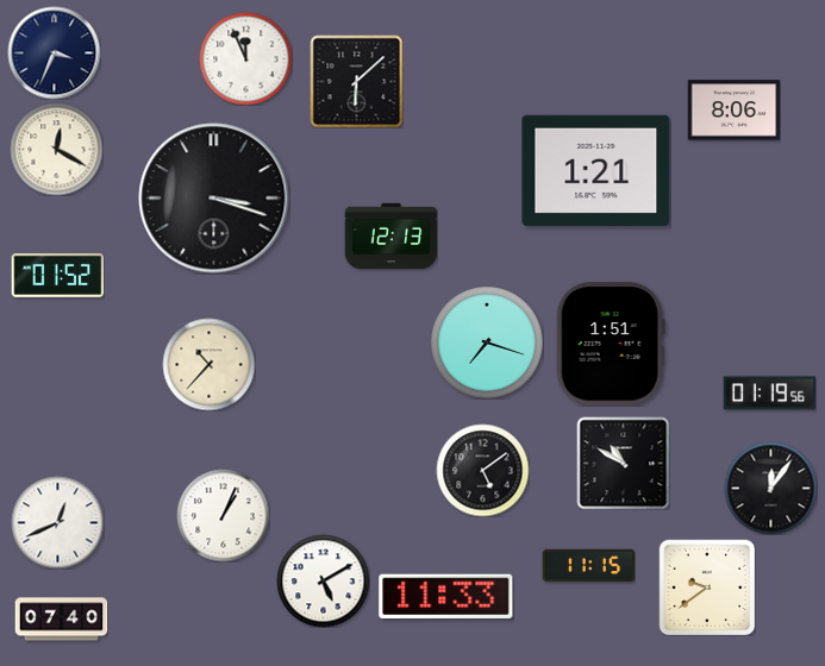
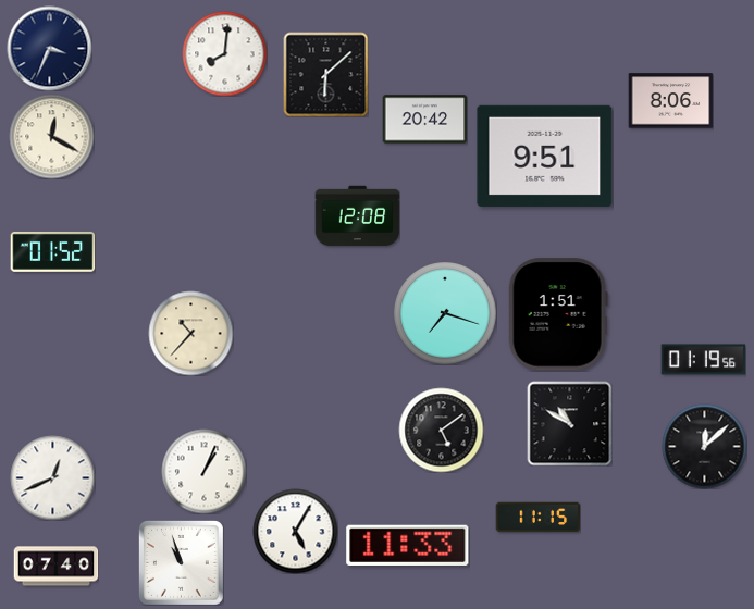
clock at (245, 58): 11:56 -> 8:01
clock at (424, 120): none -> 20:42
clock at (596, 170): 1:21 -> 9:51
clock at (214, 199): 3:18 -> none
clock at (390, 237): 12:13 -> 12:08
clock at (770, 488): 12:06 -> 12:08
clock at (323, 580): 5:10 -> 5:05
clock at (707, 588): 9:39 -> none
clock at (181, 562): none -> 10:57
